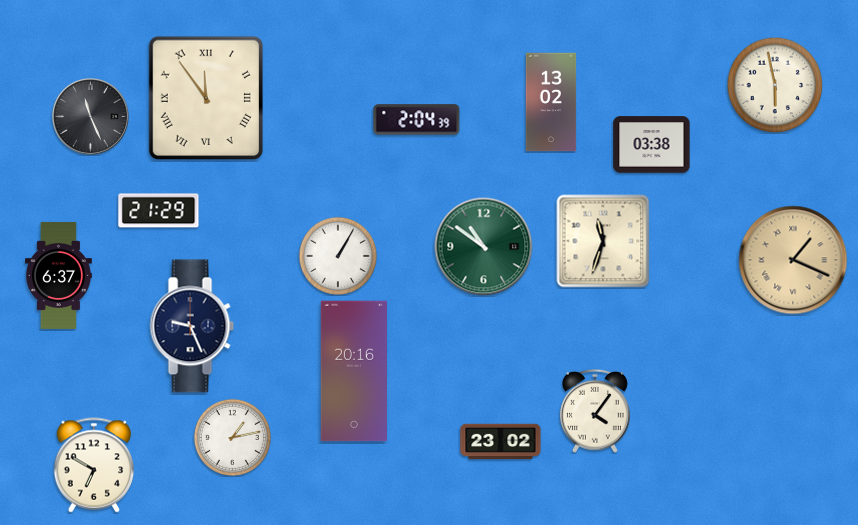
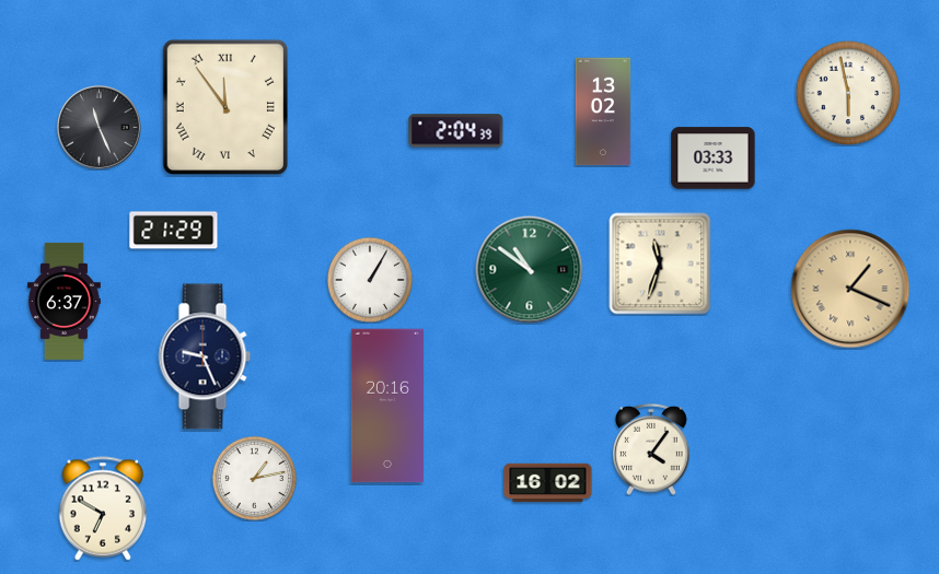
clock at (652, 145): 03:38 -> 03:33
clock at (793, 260) position: (793, 260) -> (850, 289)
clock at (192, 326) position: (192, 326) -> (205, 356)
clock at (501, 442): 23:02 -> 16:02
